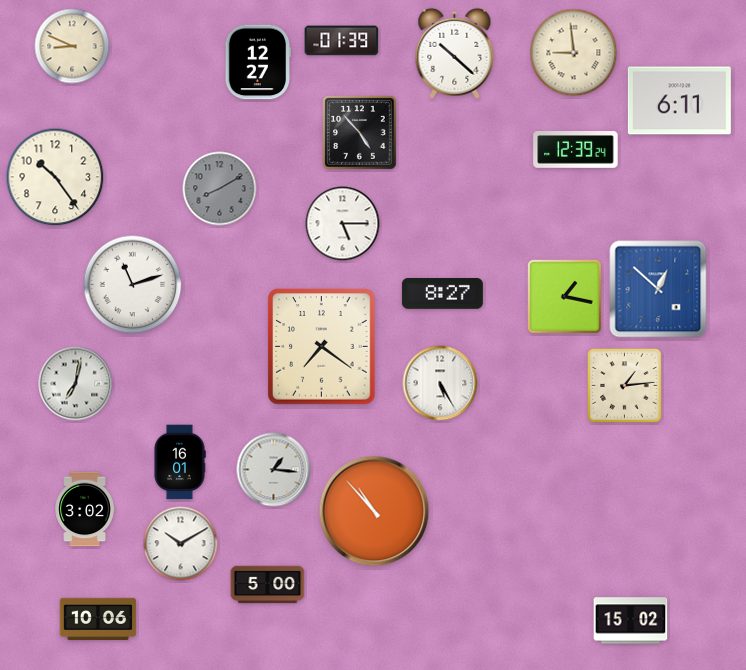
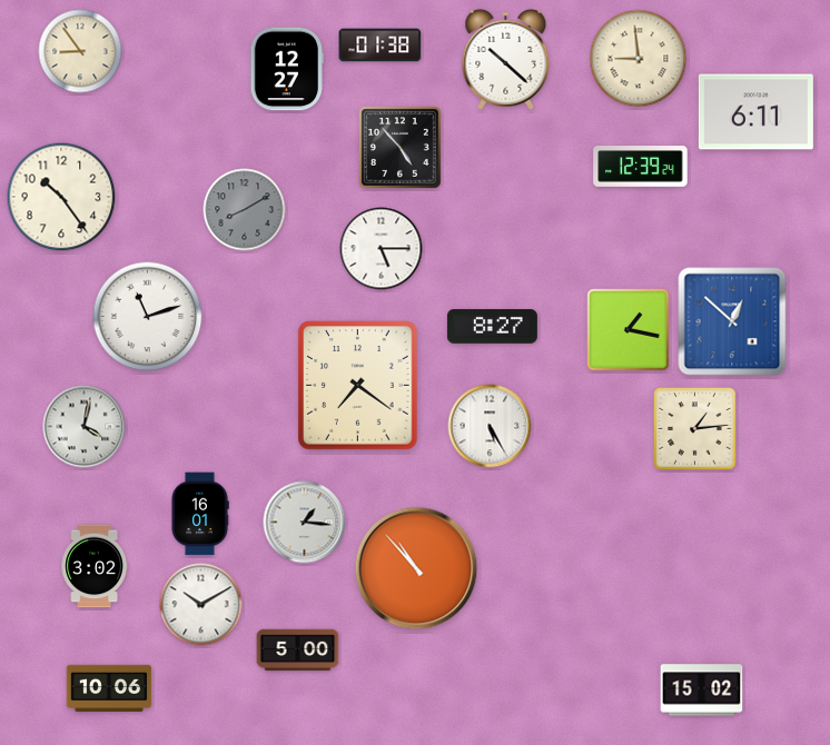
clock at (342, 41): 01:39 -> 01:38
clock at (72, 46): 8:49 -> 8:54
clock at (76, 384): 7:02 -> 4:02
